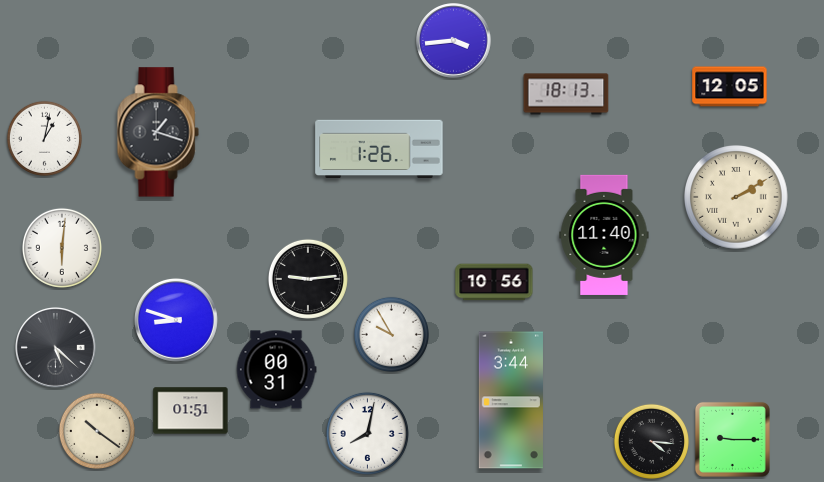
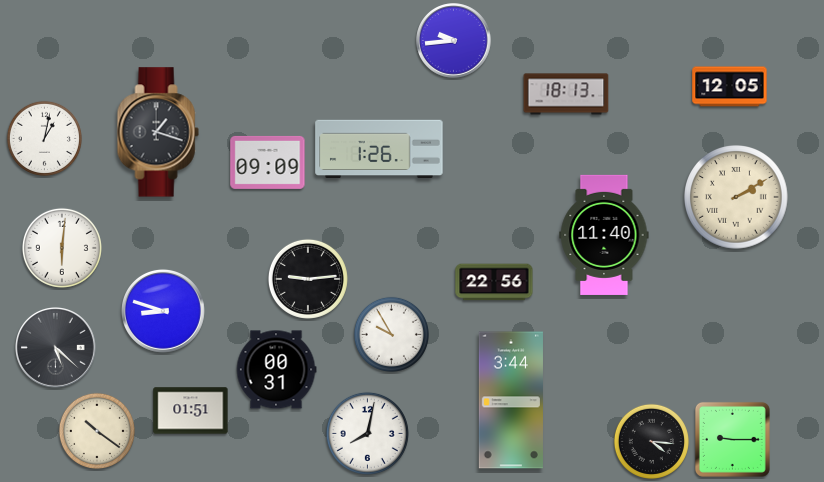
clock at (454, 41): 3:44 -> 9:44
clock at (268, 162): none -> 09:09
clock at (494, 282): 10:56 -> 22:56
clock at (176, 320) position: (176, 320) -> (163, 311)
